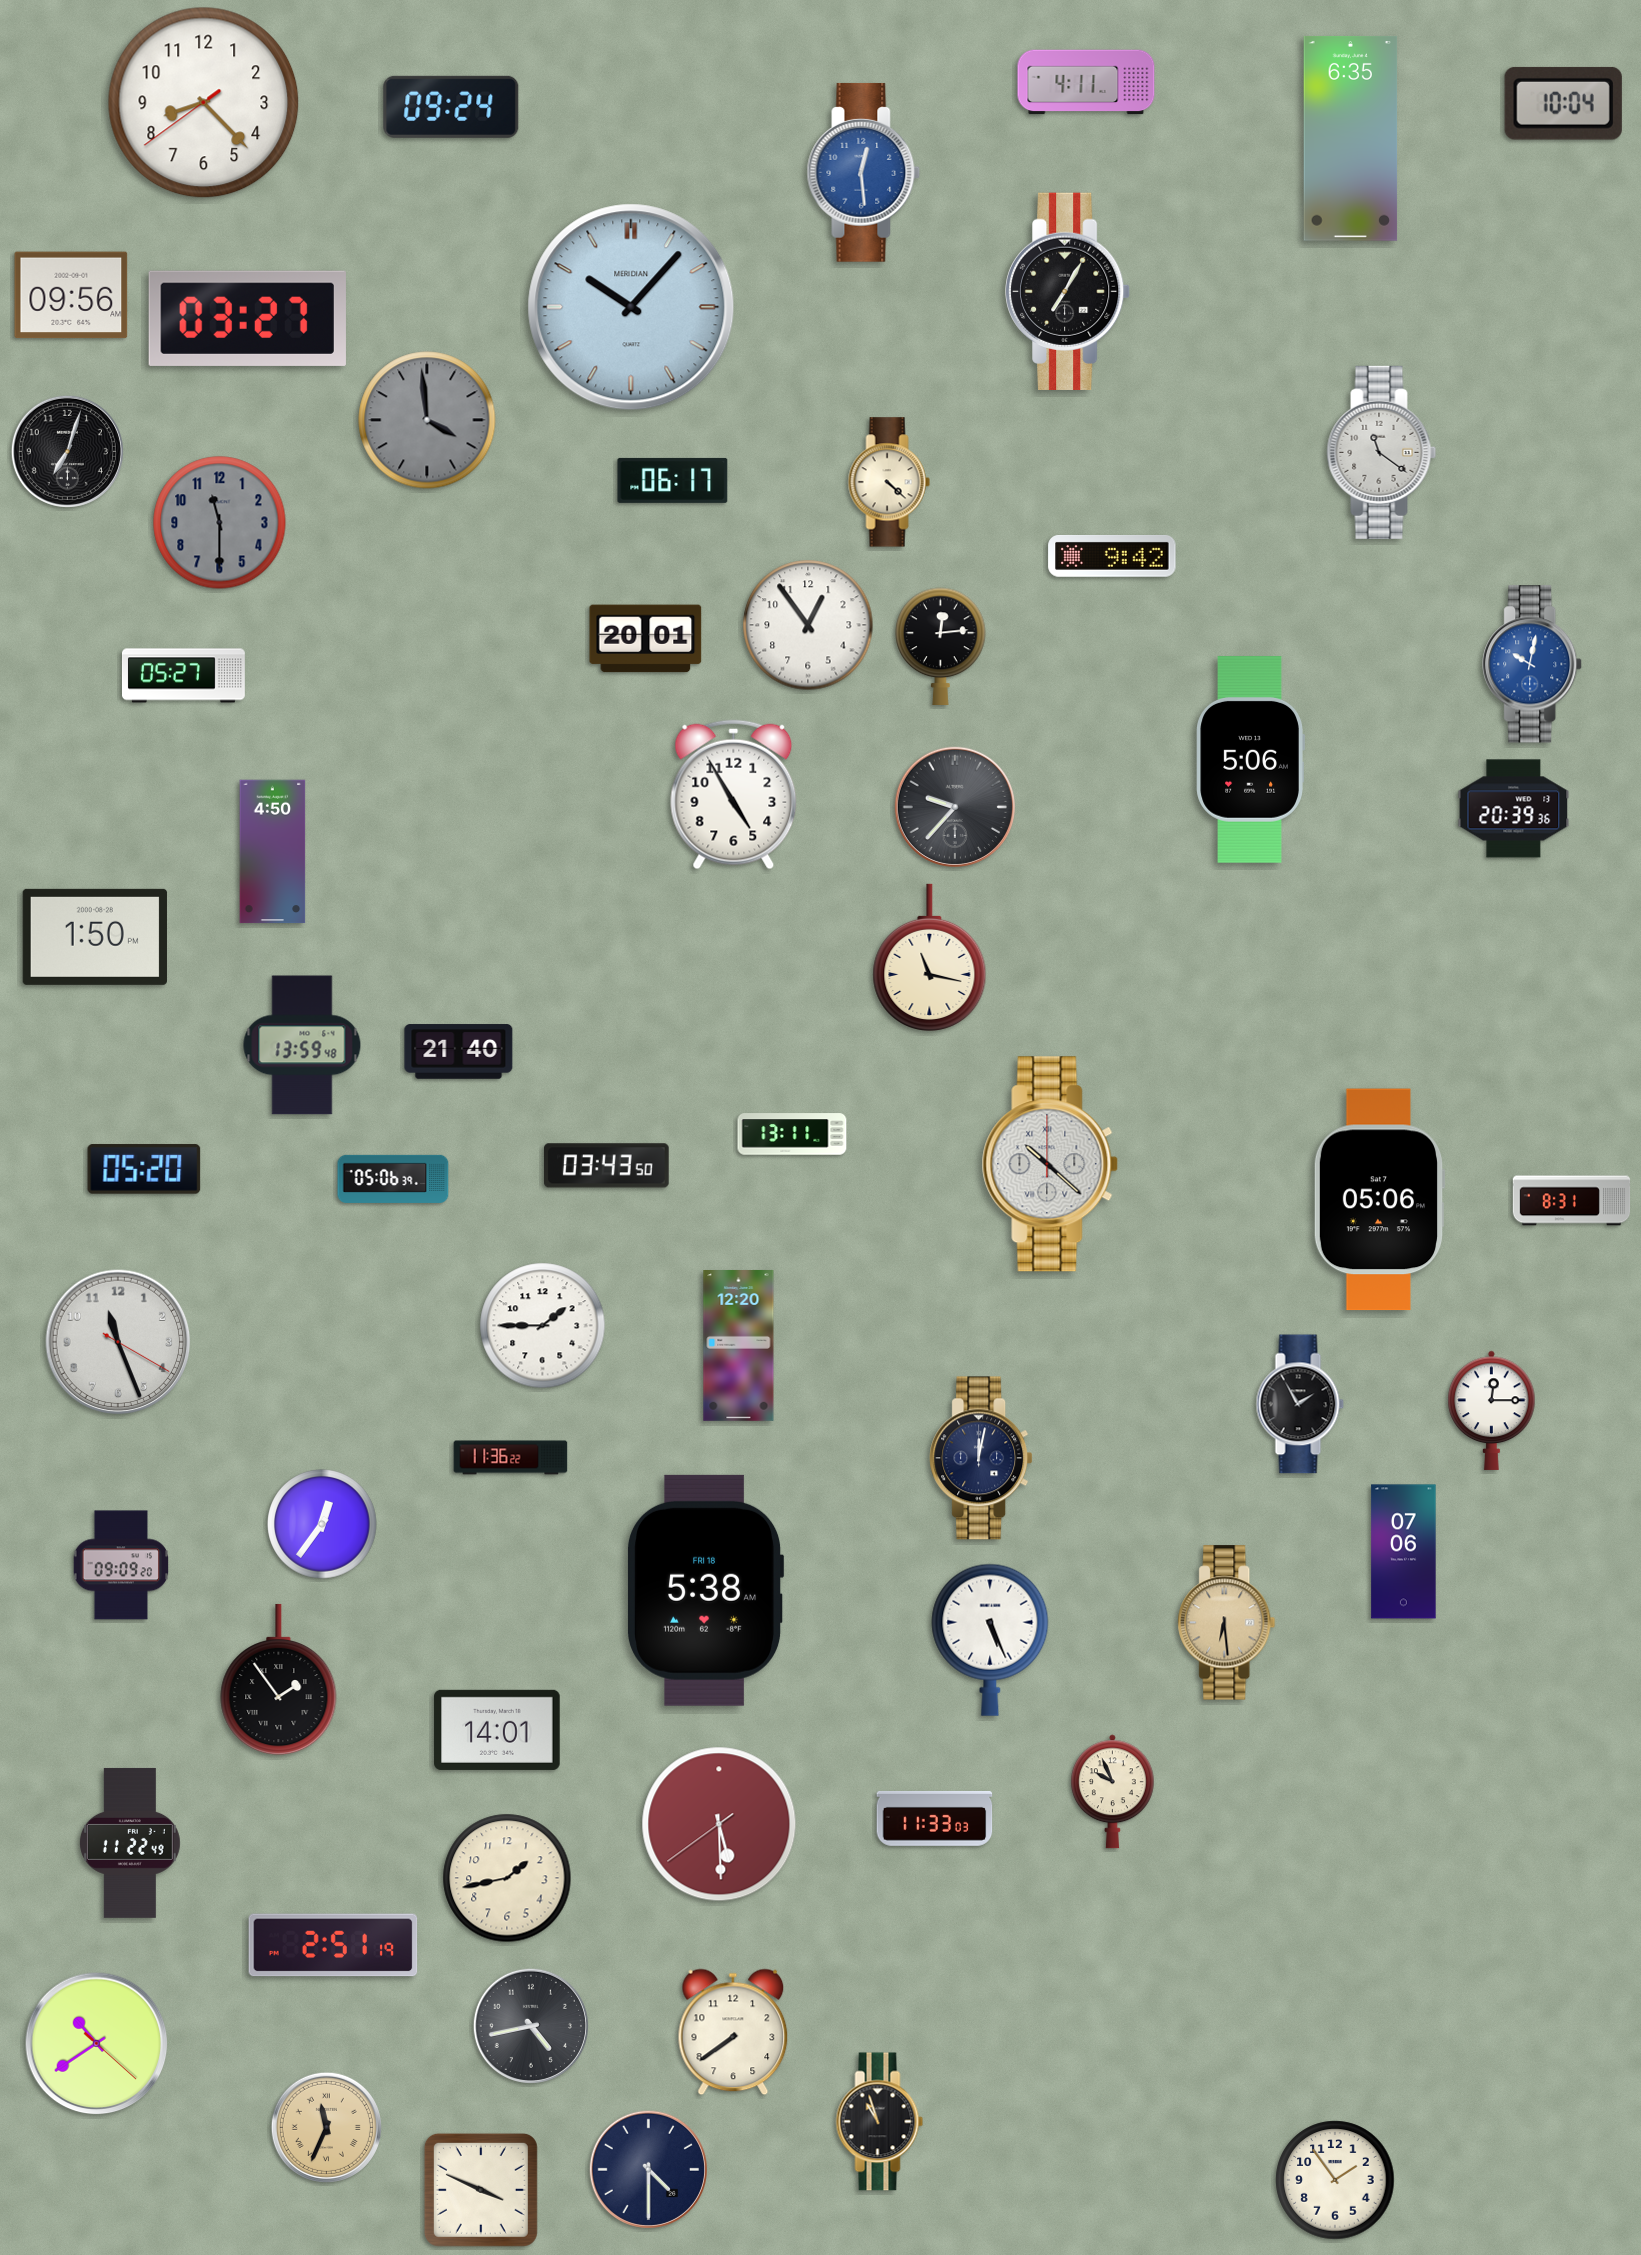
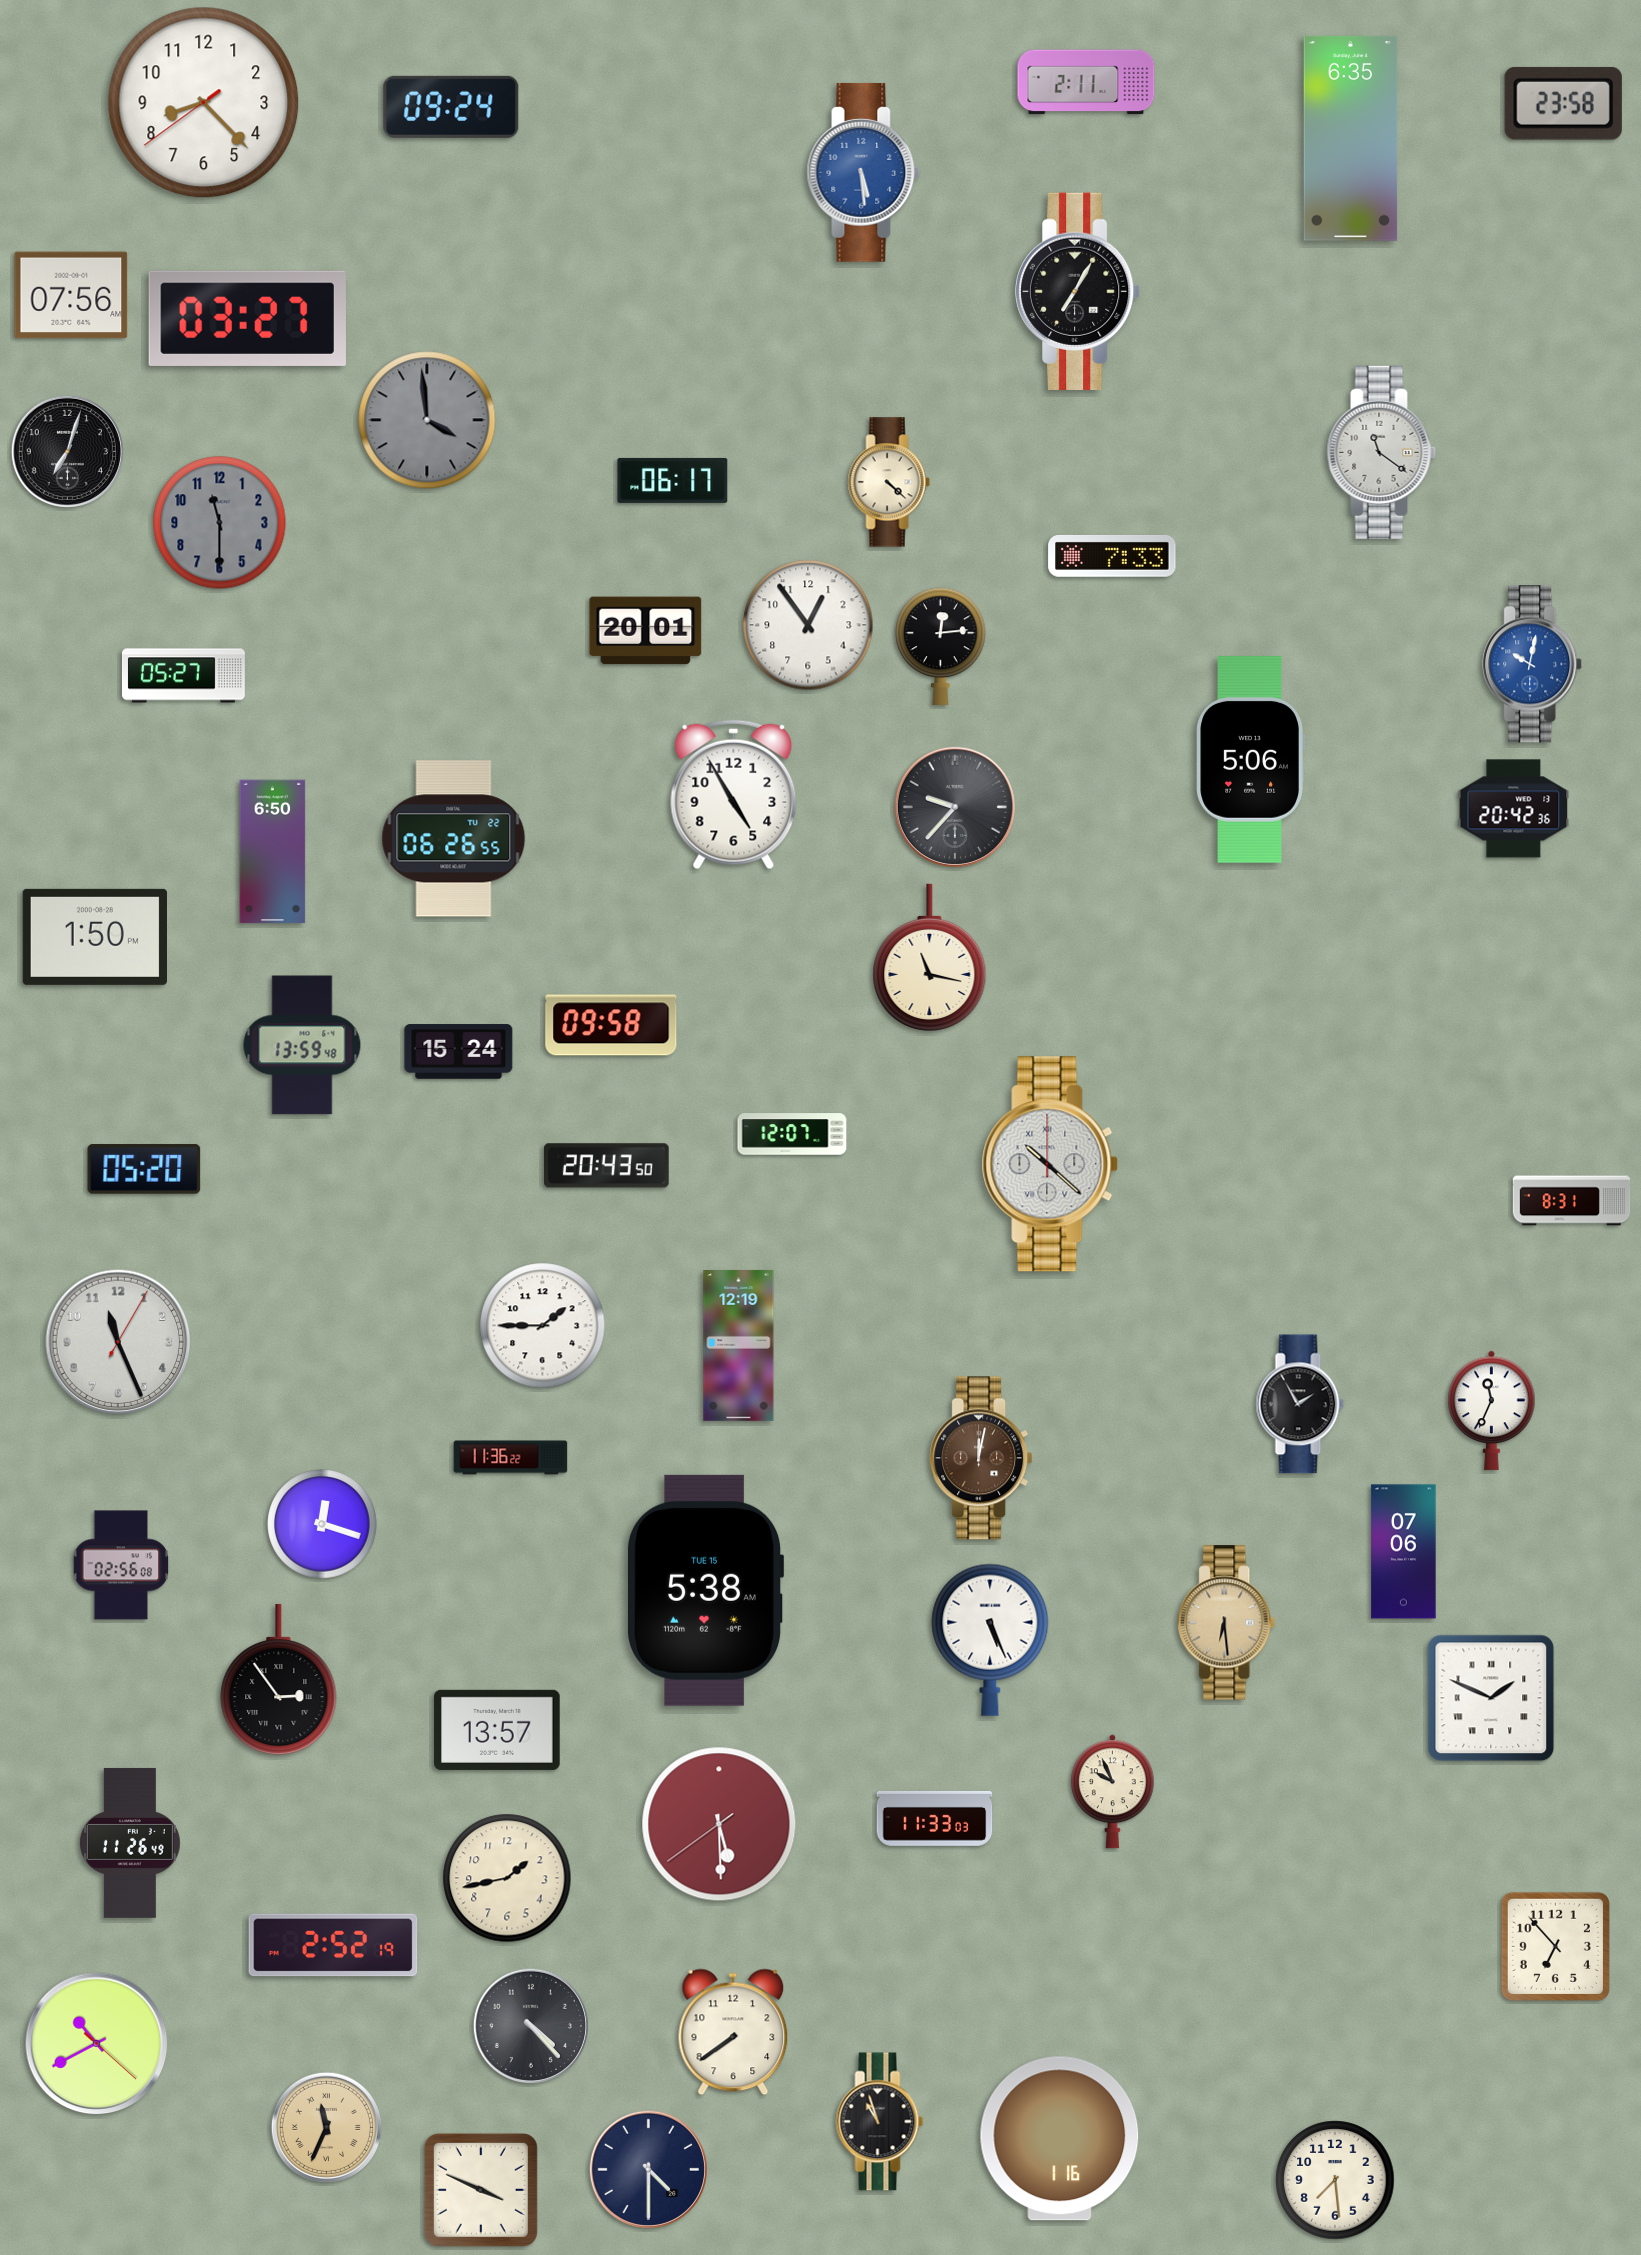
clock at (1086, 82): 4:11 -> 2:11
clock at (1563, 103): 10:04 -> 23:58
clock at (864, 172): 12:29 -> 5:29
clock at (1069, 291) position: (1069, 291) -> (1079, 291)
clock at (71, 295): 09:56 -> 07:56
clock at (631, 307): 10:07 -> none
clock at (1112, 556): 9:42 -> 7:33
clock at (646, 639) position: (646, 639) -> (646, 631)
clock at (1514, 809): 20:39 -> 20:42
clock at (454, 839): none -> 06:26
clock at (273, 852): 4:50 -> 6:50
clock at (611, 1025): none -> 09:58
clock at (459, 1052): 21:40 -> 15:24
clock at (792, 1134): 13:11 -> 12:07
clock at (607, 1166): 03:43 -> 20:43
clock at (393, 1179): 05:06 -> none
clock at (1379, 1200): 05:06 -> none
clock at (118, 1342): 11:26:20 -> 11:26:05
clock at (739, 1346): 12:20 -> 12:19
clock at (1492, 1410): 12:15 -> 11:34
clock at (981, 1458) dial: navy -> brown
clock at (322, 1524): 12:36 -> 12:18
clock at (121, 1565): 09:09 -> 02:56
clock at (705, 1590) date: FRI 18 -> TUE 15
clock at (279, 1680): 1:54 -> 2:54
clock at (1491, 1698): none -> 1:49
clock at (497, 1730): 14:01 -> 13:57
clock at (130, 1843): 11:22 -> 11:26
clock at (333, 1945): 2:51 -> 2:52
clock at (1555, 1946): none -> 6:53
clock at (531, 2026): 4:43 -> 4:23
clock at (97, 2044): 10:39 -> 10:40
clock at (1060, 2139): none -> 1:16
clock at (1335, 2180): 1:54 -> 7:29
